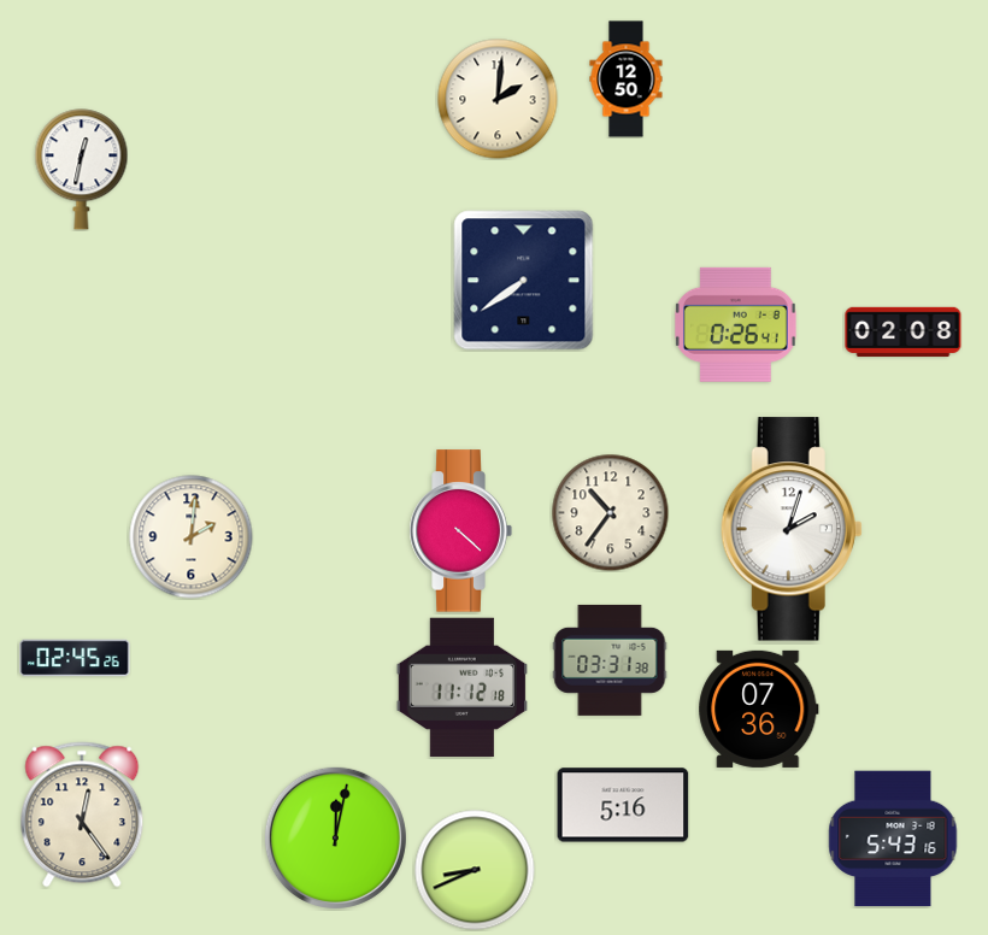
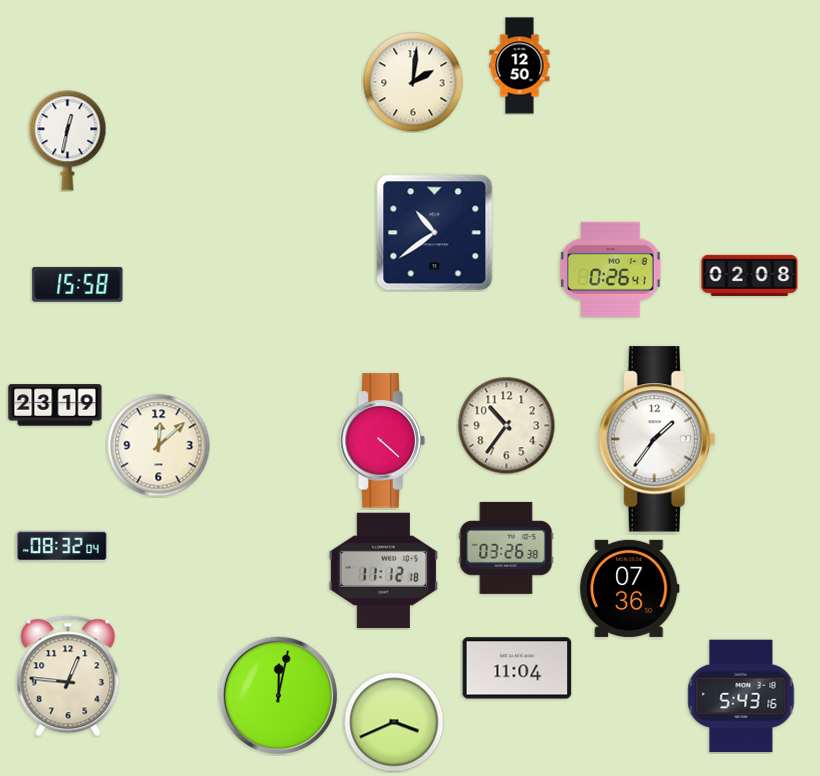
clock at (524, 281): 7:39 -> 10:39
clock at (78, 284): none -> 15:58
clock at (55, 405): none -> 23:19
clock at (792, 529): 2:03 -> 1:36
clock at (192, 537): 2:01 -> 12:08
clock at (75, 658): 02:45 -> 08:32
clock at (610, 660): 03:31 -> 03:26
clock at (623, 805): 5:16 -> 11:04
clock at (82, 815): 12:24 -> 12:46
clock at (475, 870): 8:41 -> 3:41
